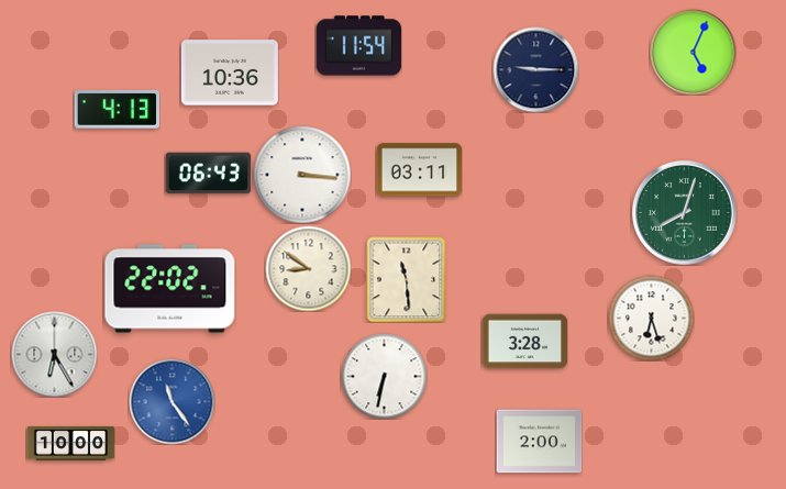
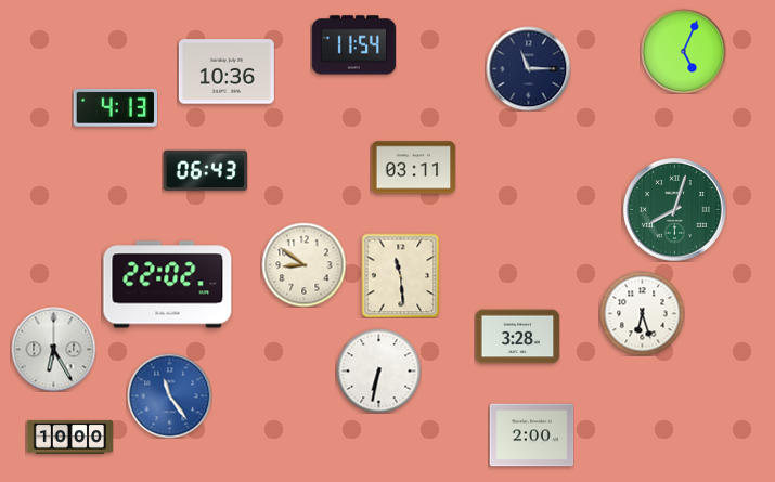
clock at (535, 69): 9:15 -> 11:15
clock at (302, 175): 3:16 -> none
